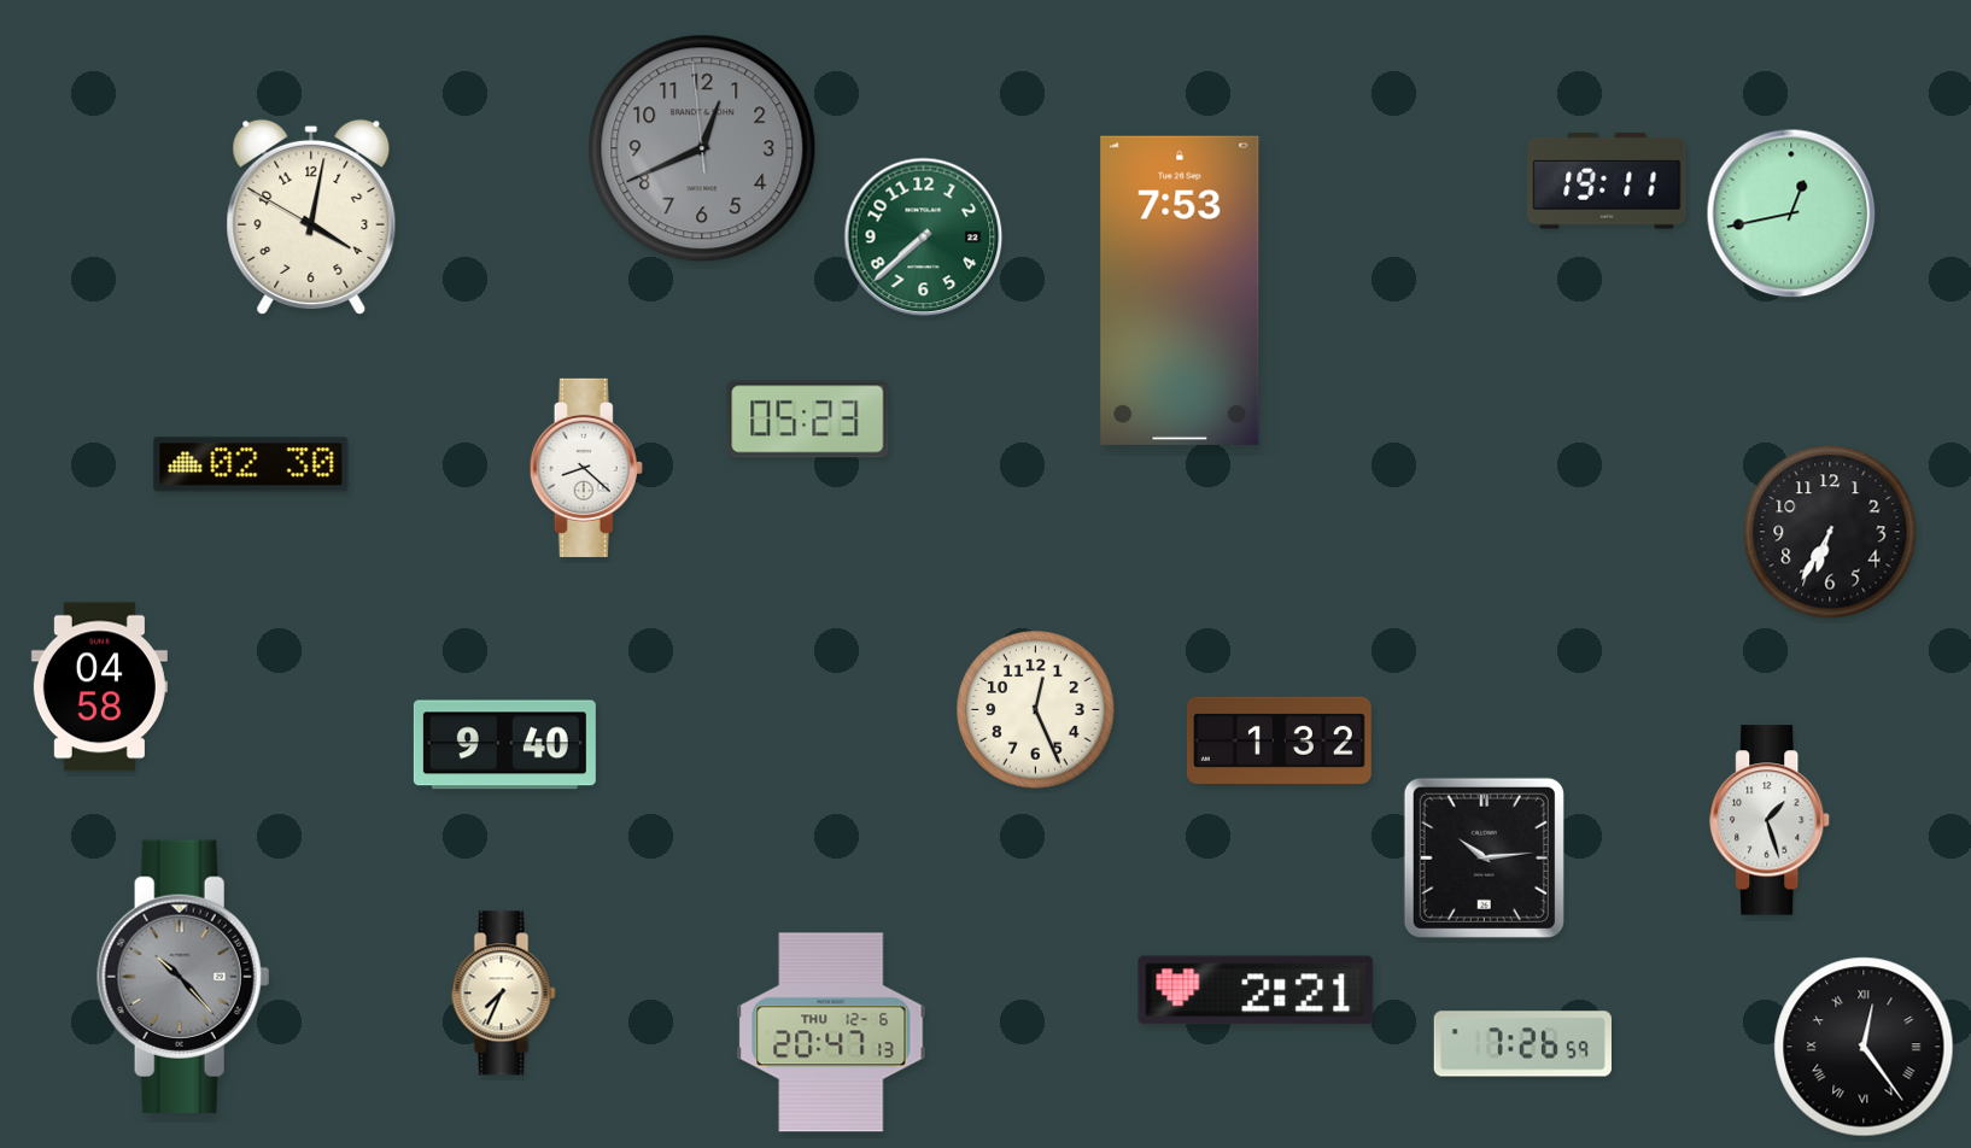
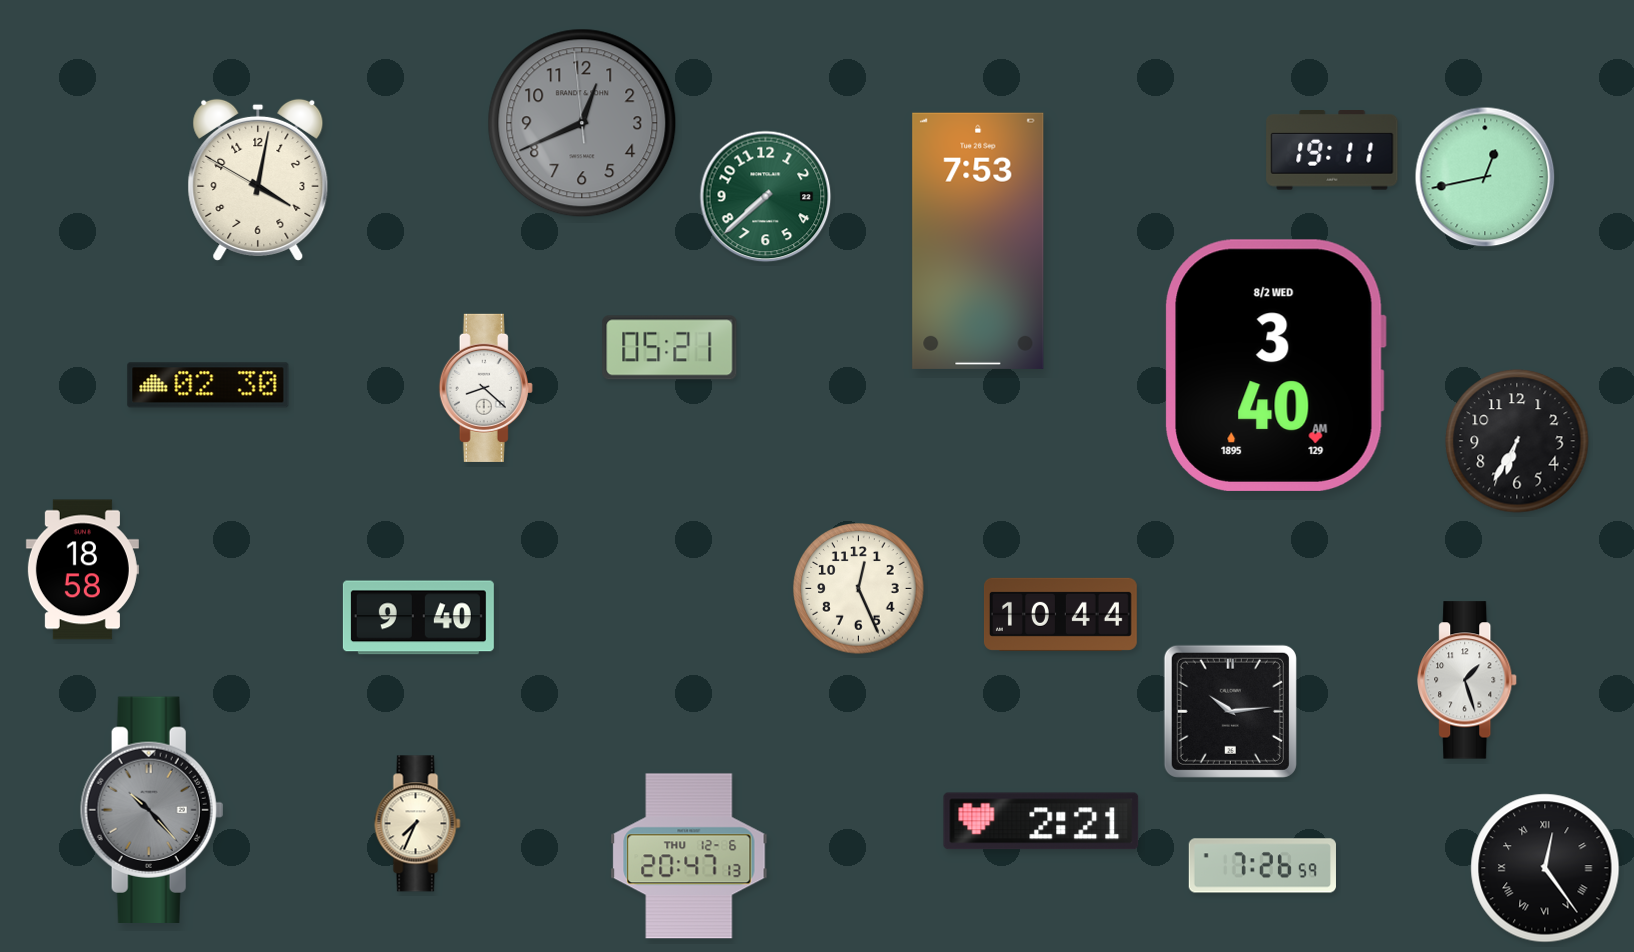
clock at (808, 420): 05:23 -> 05:21
clock at (1275, 365): none -> 3:40
clock at (99, 687): 04:58 -> 18:58
clock at (1279, 740): 1:32 -> 10:44
